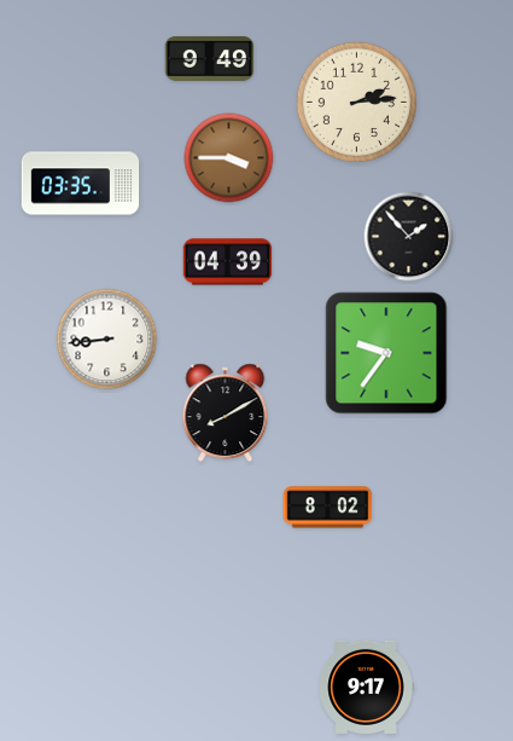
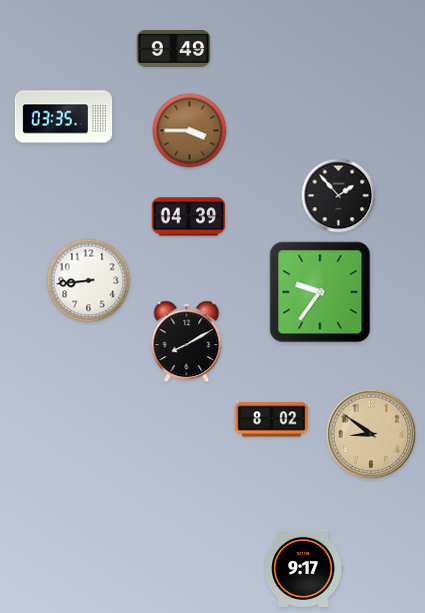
clock at (356, 102): 2:14 -> none
clock at (81, 184) position: (81, 184) -> (64, 117)
clock at (371, 434): none -> 8:51
